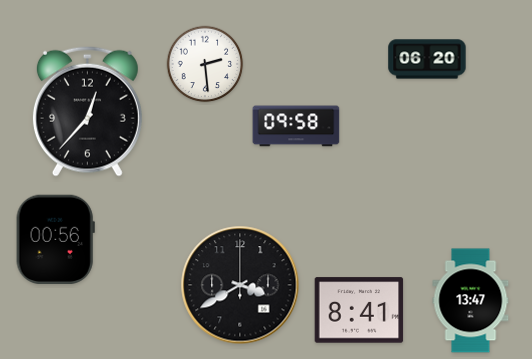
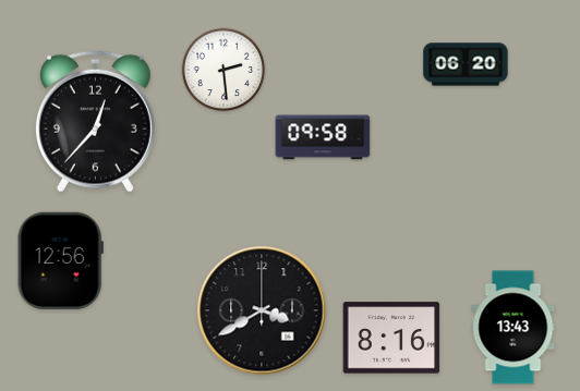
clock at (55, 239): 00:56 -> 12:56
clock at (471, 301): 13:47 -> 13:43
clock at (359, 310): 8:41 -> 8:16
